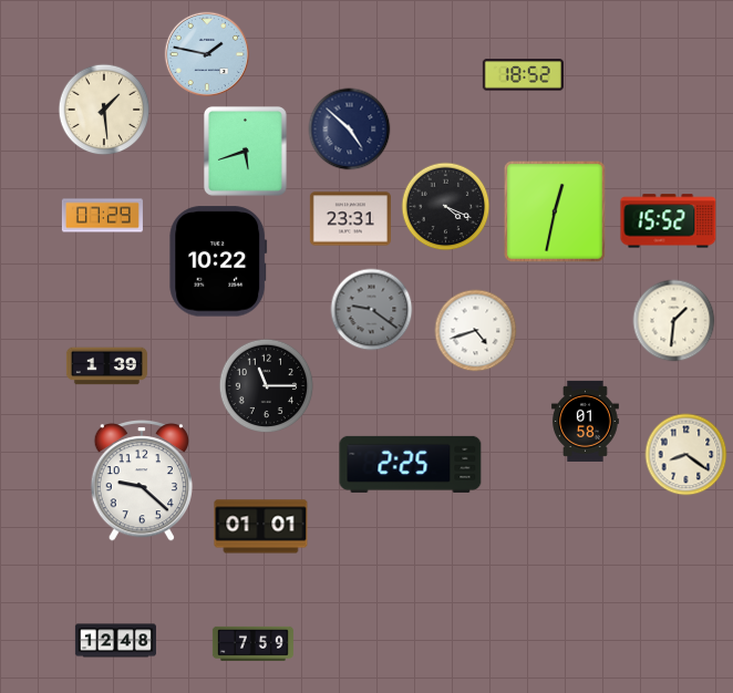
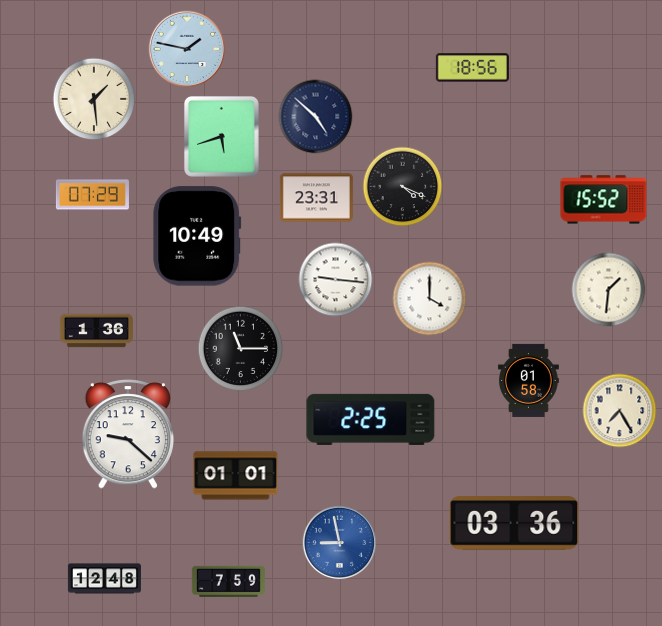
clock at (523, 75): 18:52 -> 18:56
clock at (555, 211): 12:32 -> none
clock at (218, 261): 10:22 -> 10:49
clock at (372, 310): 9:21 -> 9:16
clock at (372, 310) dial: grey -> white
clock at (476, 331): 4:42 -> 4:00
clock at (106, 366): 1:39 -> 1:36
clock at (686, 455): 8:21 -> 7:25
clock at (514, 523): none -> 03:36
clock at (340, 543): none -> 8:58
